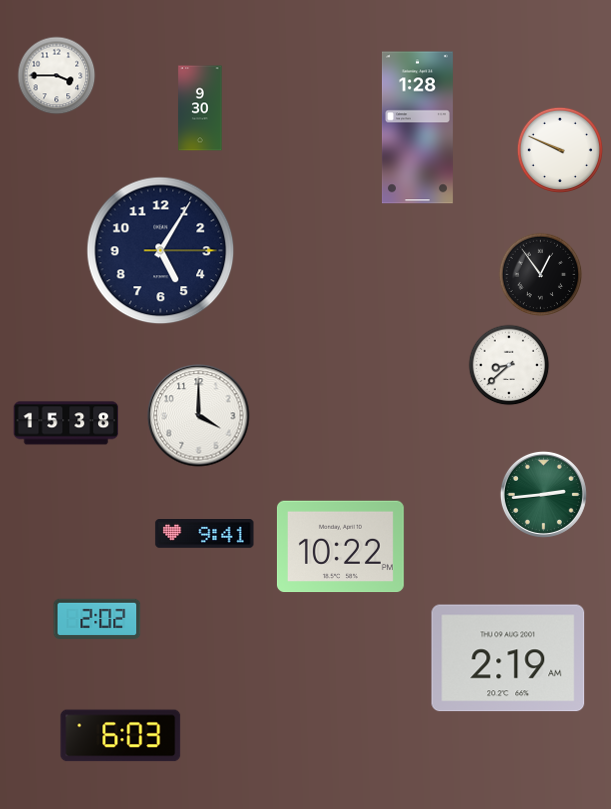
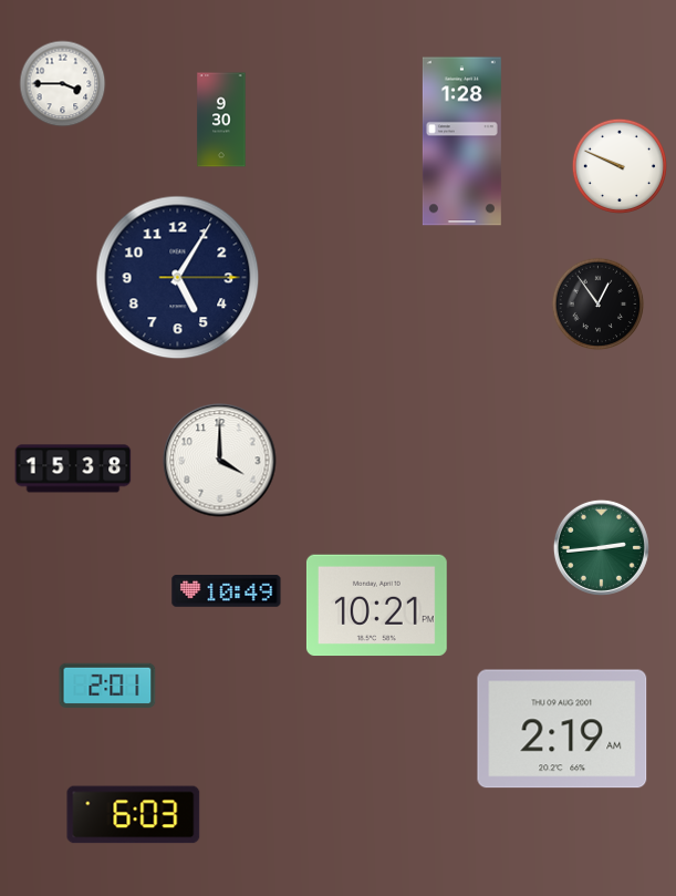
clock at (509, 365): 8:38 -> none
clock at (205, 534): 9:41 -> 10:49
clock at (340, 547): 10:22 -> 10:21
clock at (97, 619): 2:02 -> 2:01
